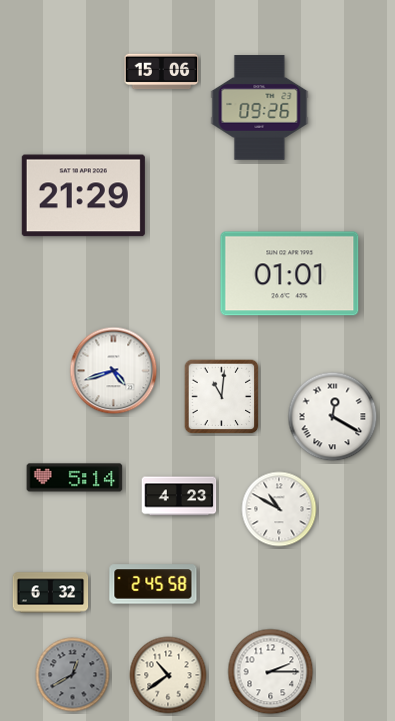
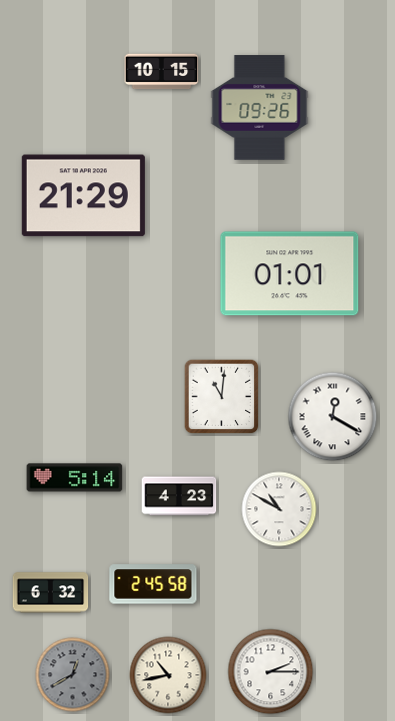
clock at (162, 72): 15:06 -> 10:15
clock at (114, 371): 4:42 -> none
clock at (168, 675): 10:39 -> 10:43
